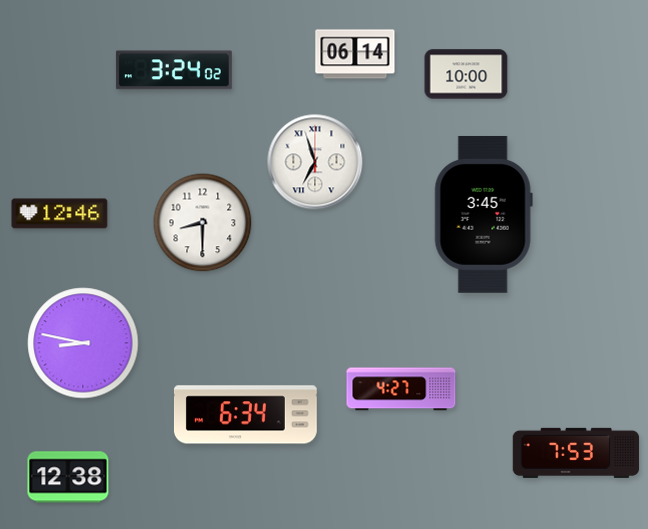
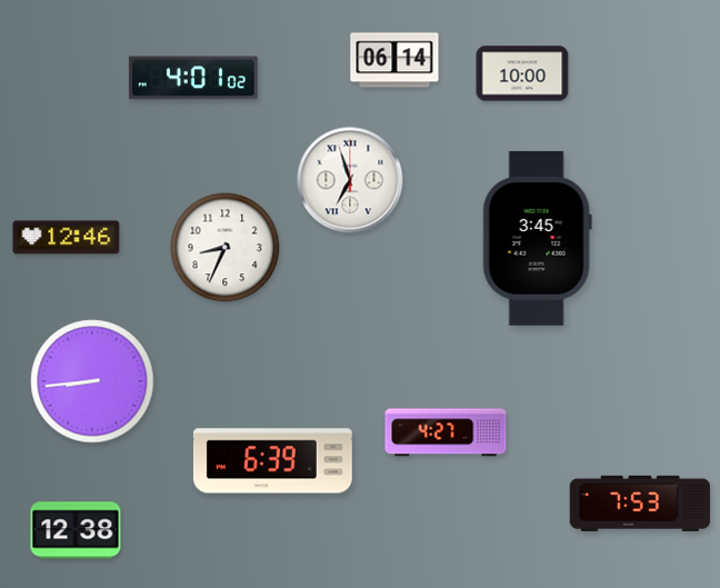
clock at (174, 70): 3:24 -> 4:01
clock at (466, 74) position: (466, 74) -> (522, 73)
clock at (203, 223): 8:30 -> 8:34
clock at (83, 343): 8:47 -> 8:44
clock at (245, 415): 6:34 -> 6:39
